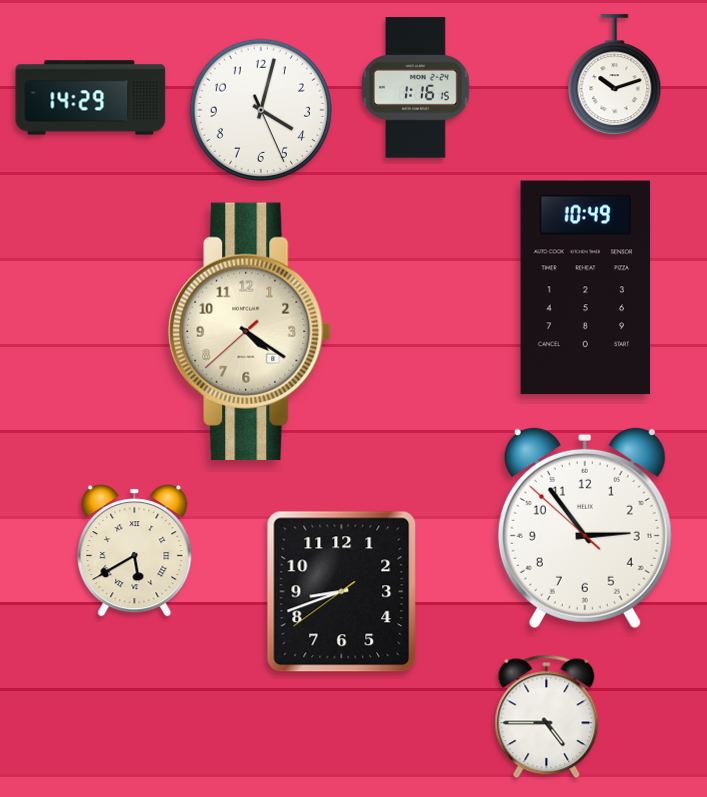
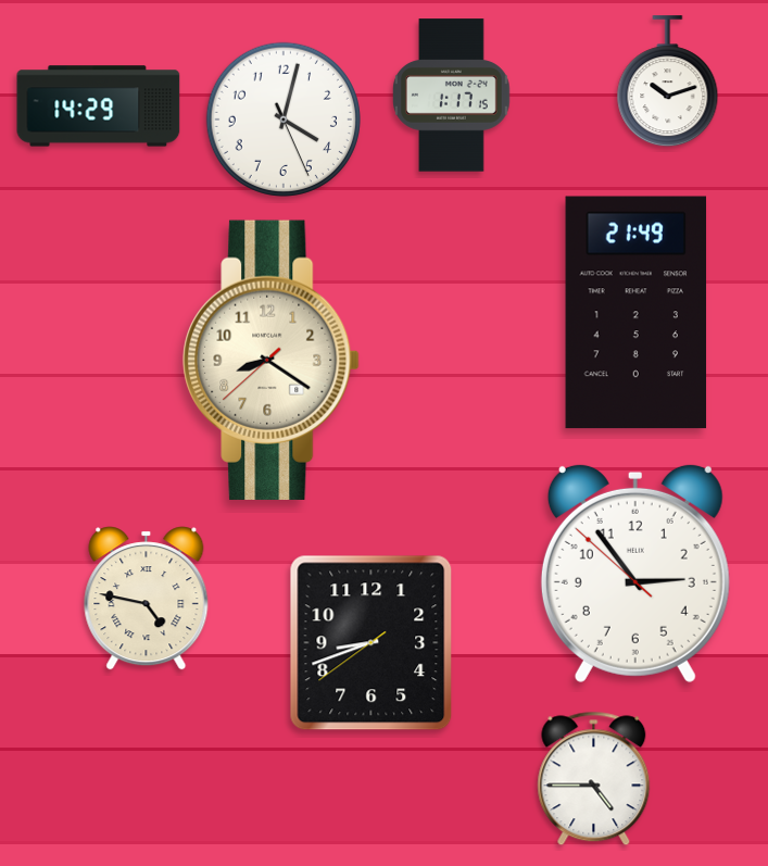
clock at (416, 88): 1:16 -> 1:17
clock at (586, 288): 10:49 -> 21:49
clock at (250, 331): 4:20 -> 8:20
clock at (135, 551): 5:40 -> 4:47
